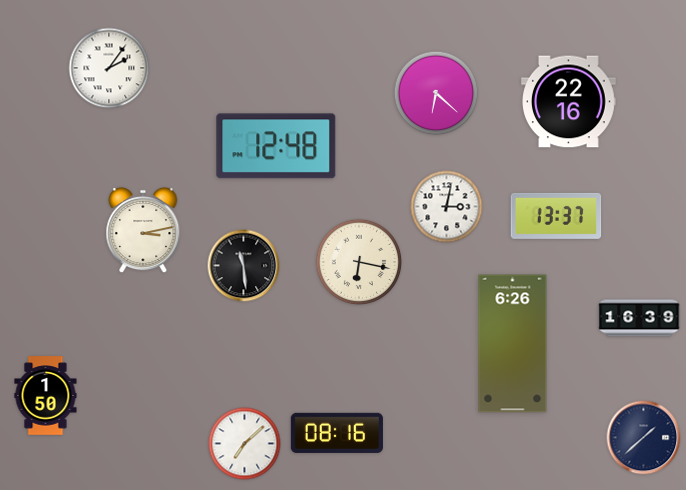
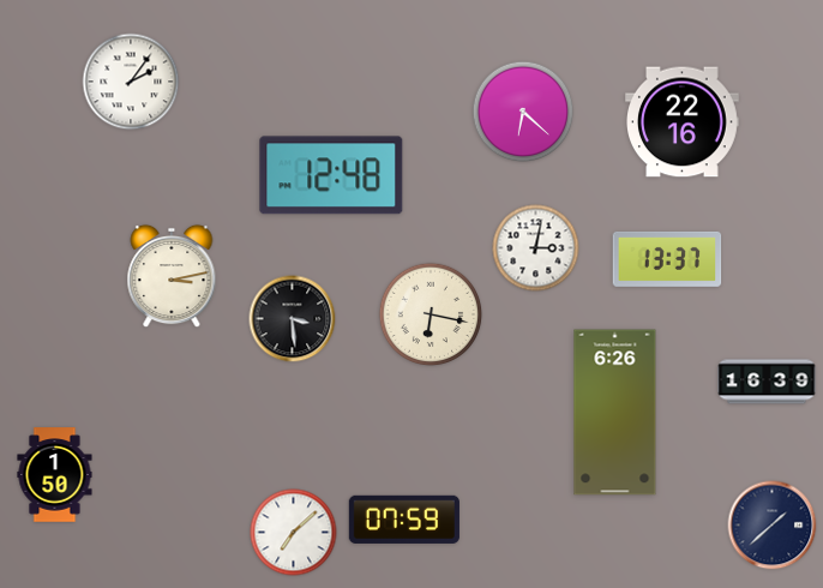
clock at (244, 266): 11:29 -> 3:29
clock at (337, 433): 08:16 -> 07:59
